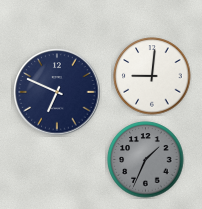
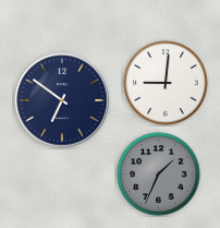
clock at (57, 92): 6:49 -> 6:51
